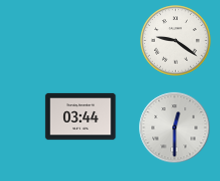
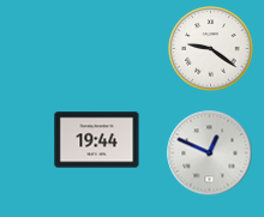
clock at (81, 117): 03:44 -> 19:44
clock at (175, 128): 12:30 -> 12:49
